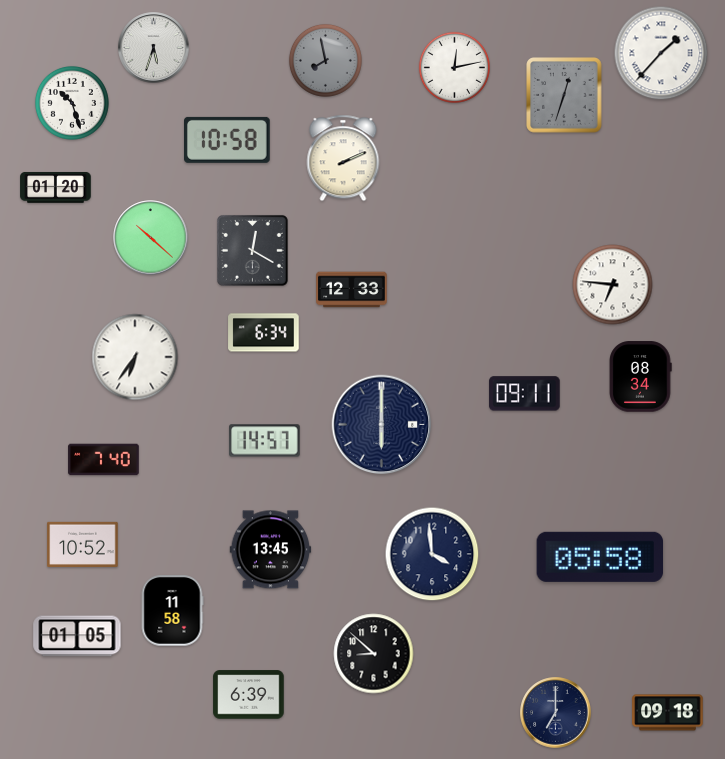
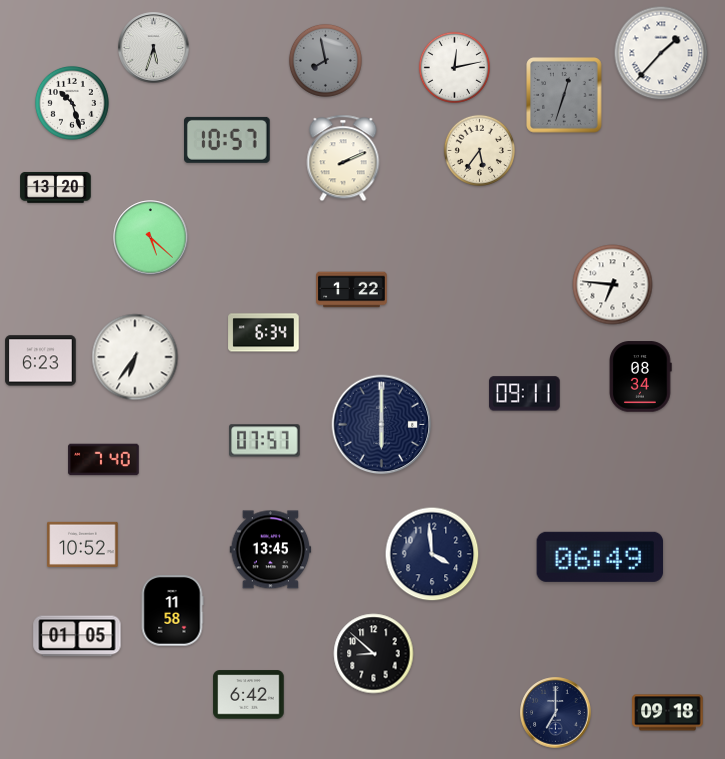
clock at (228, 140): 10:58 -> 10:57
clock at (479, 150): none -> 5:36
clock at (56, 188): 01:20 -> 13:20
clock at (151, 238): 10:22 -> 5:22
clock at (252, 251): 12:20 -> none
clock at (352, 290): 12:33 -> 1:22
clock at (41, 361): none -> 6:23
clock at (265, 441): 14:57 -> 07:57
clock at (600, 557): 05:58 -> 06:49
clock at (249, 695): 6:39 -> 6:42
